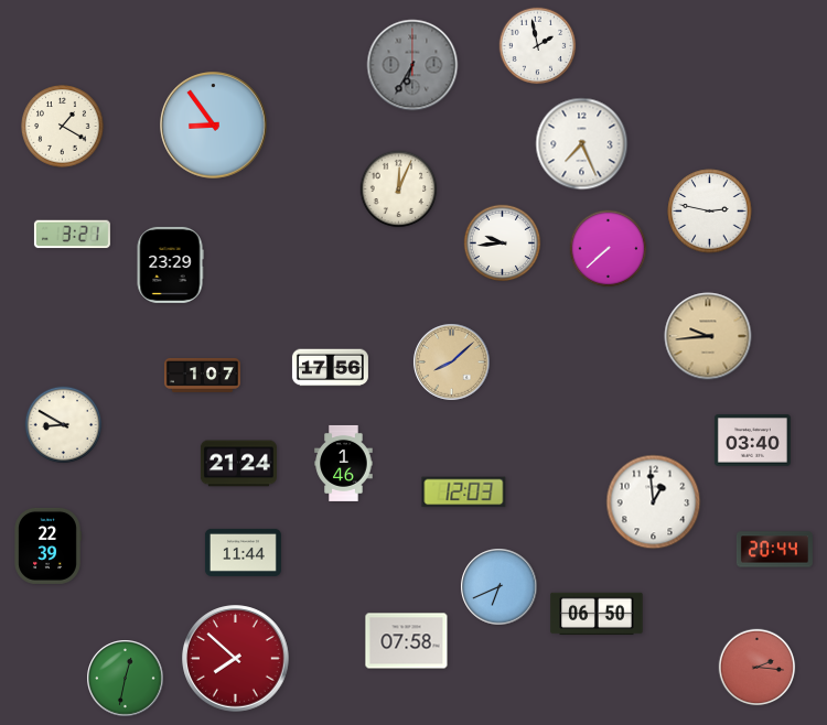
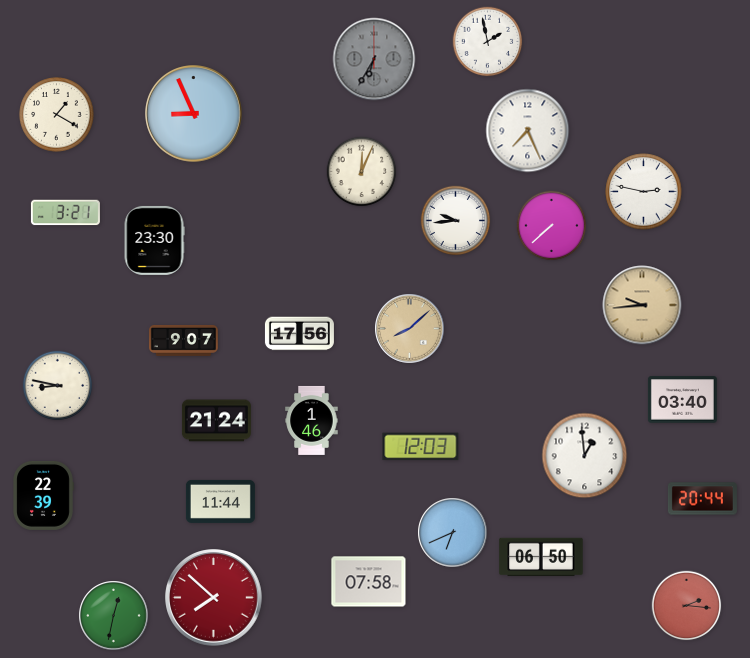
clock at (214, 126): 8:54 -> 8:56
clock at (170, 264): 23:29 -> 23:30
clock at (202, 375): 1:07 -> 9:07
clock at (64, 425): 8:50 -> 8:47
clock at (654, 502) position: (654, 502) -> (585, 456)
